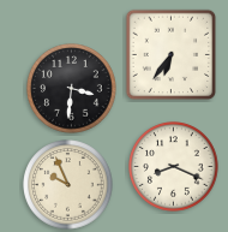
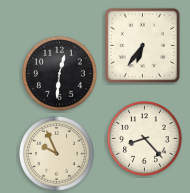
clock at (72, 89): 3:31 -> 12:31
clock at (174, 167): 8:19 -> 8:23
